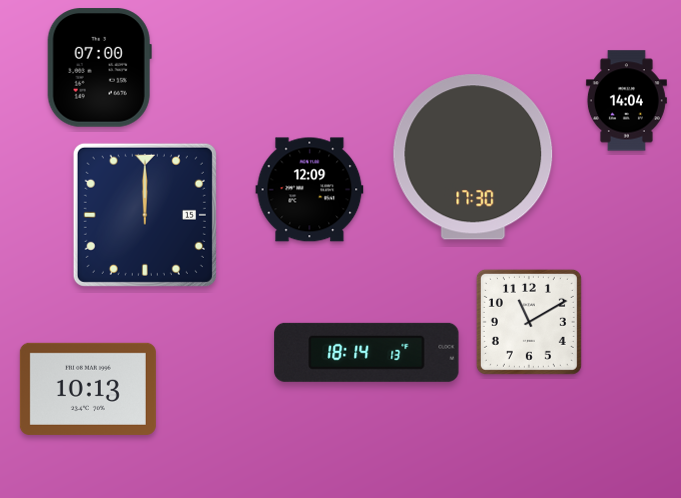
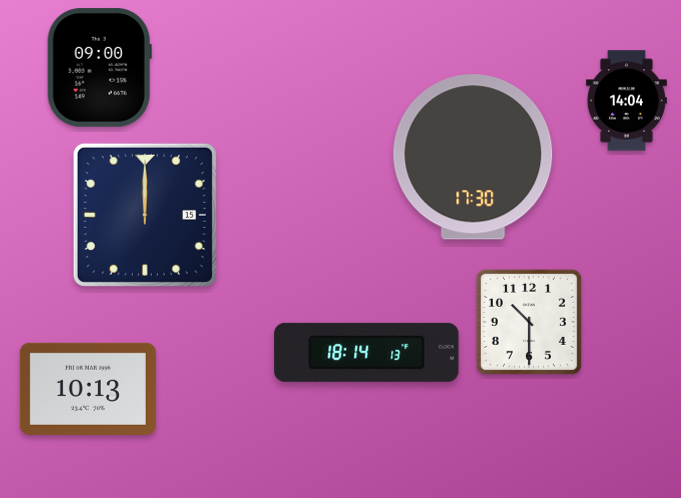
clock at (99, 68): 07:00 -> 09:00
clock at (310, 190): 12:09 -> none
clock at (529, 322): 11:10 -> 10:30
